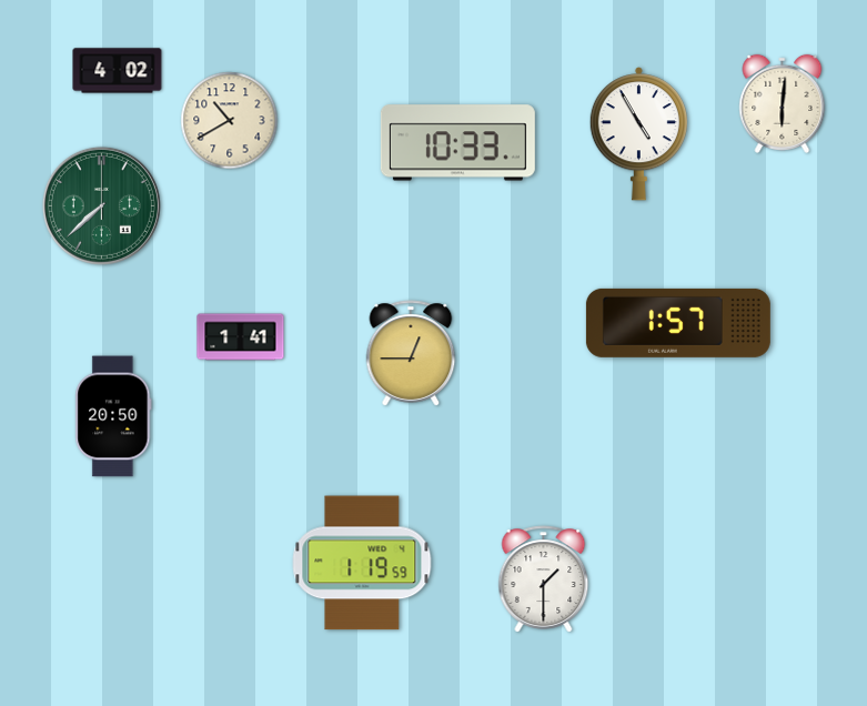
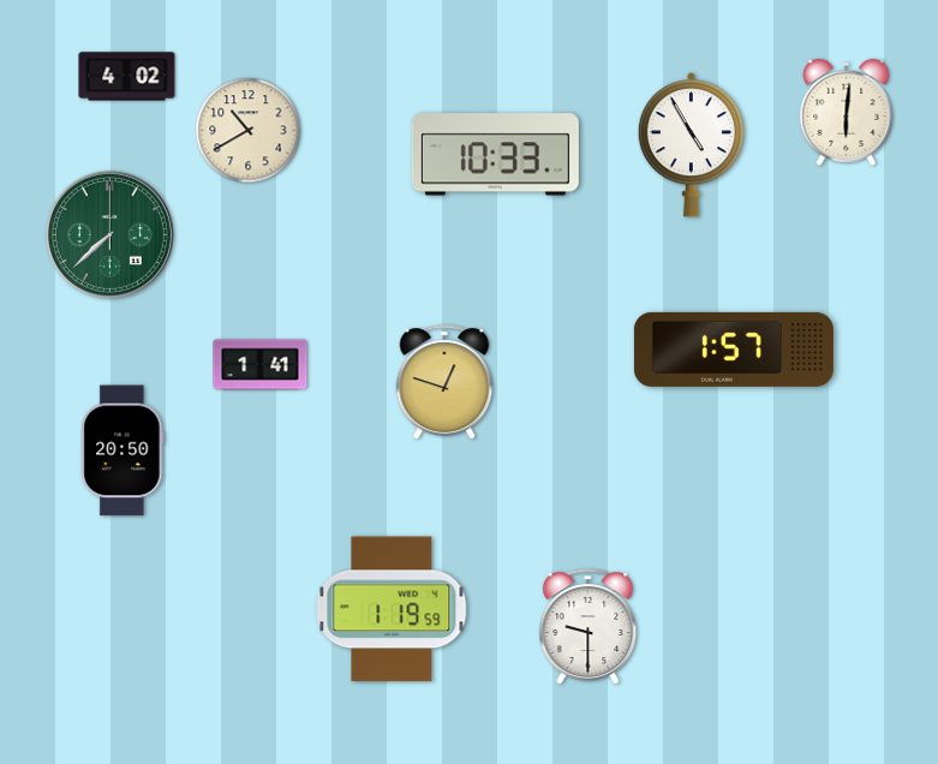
clock at (101, 205) position: (101, 205) -> (109, 234)
clock at (411, 353): 12:45 -> 12:48
clock at (544, 579): 1:30 -> 9:30
